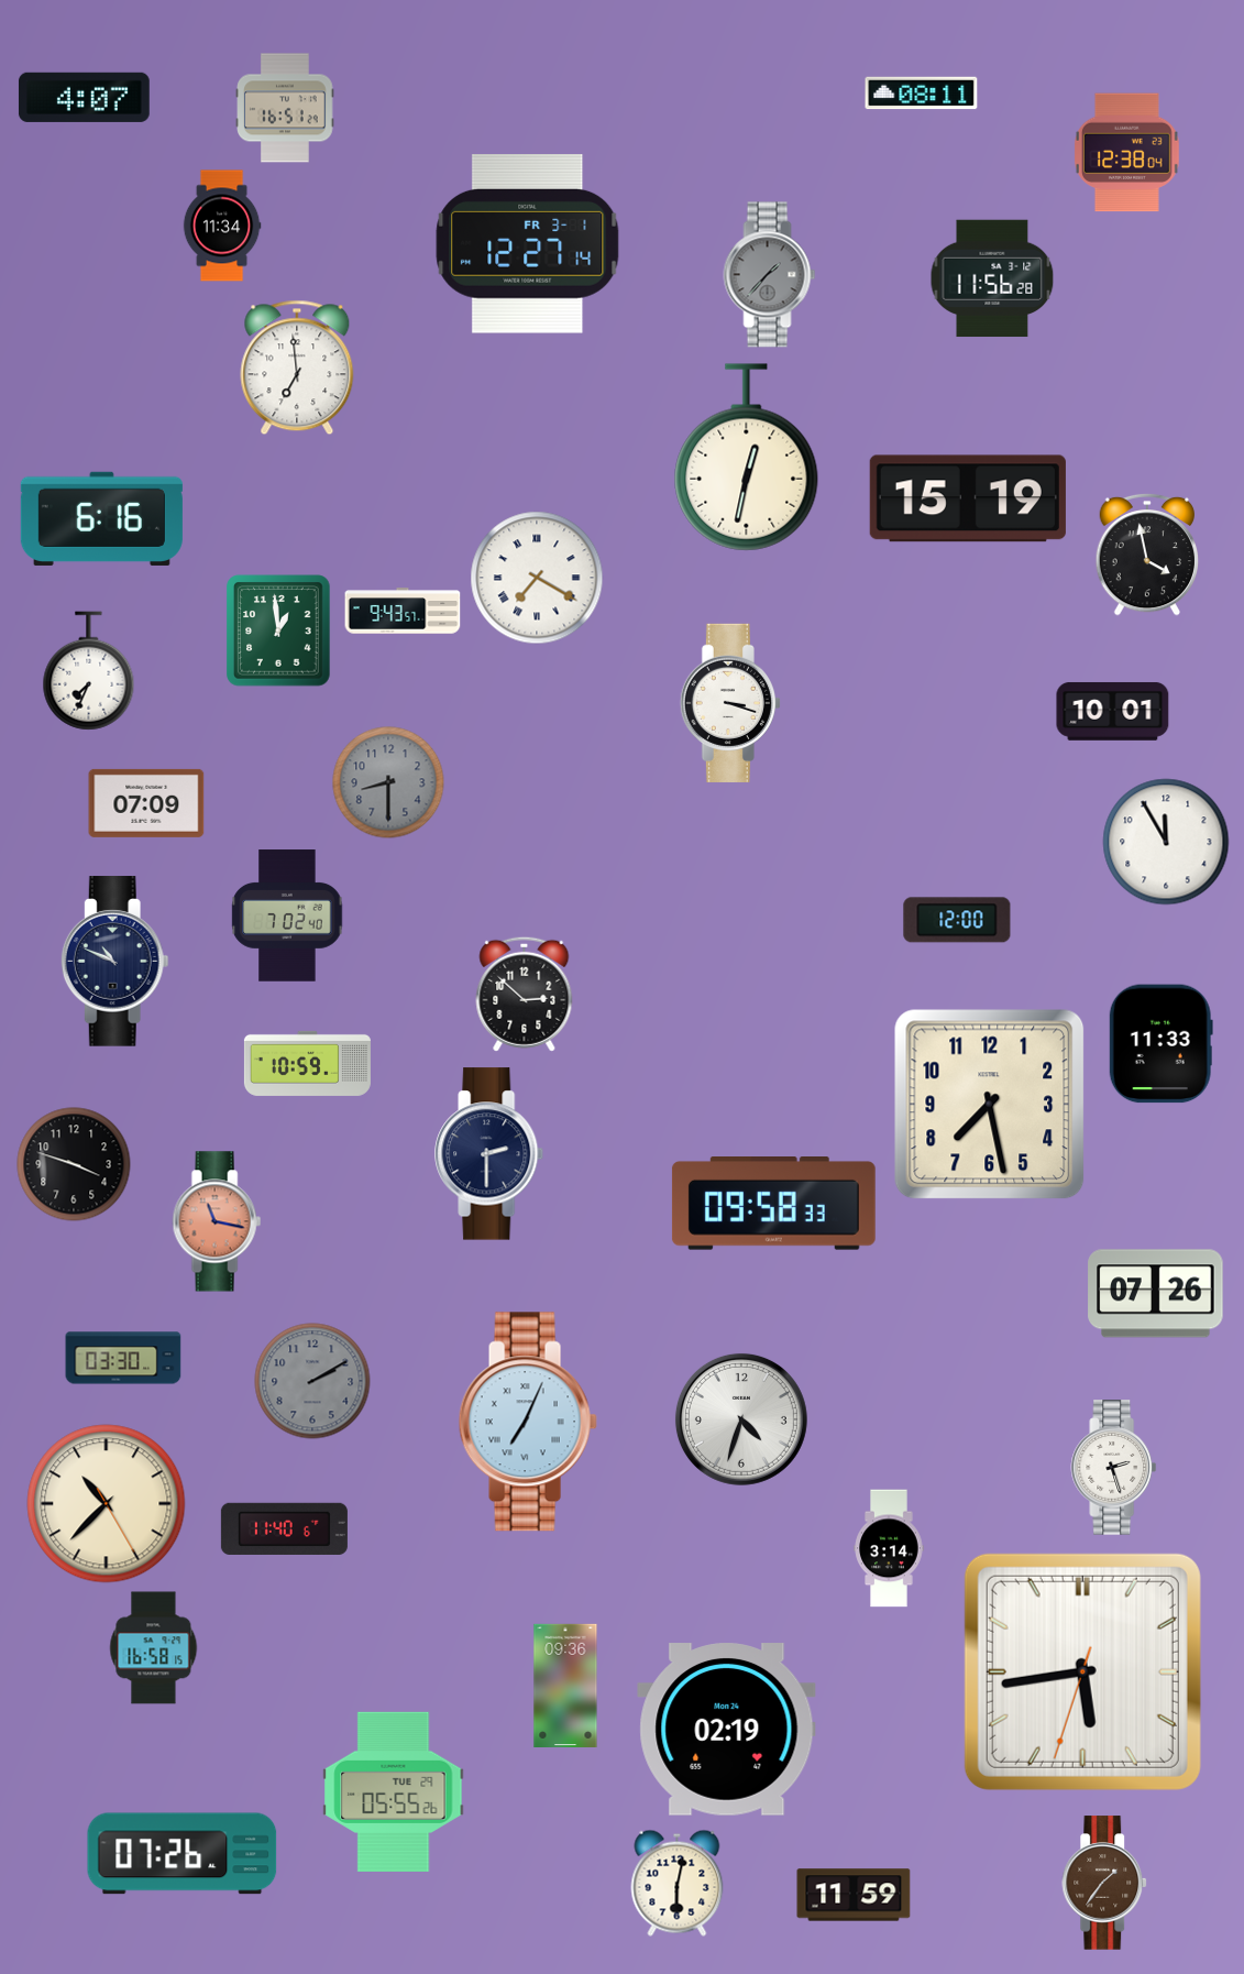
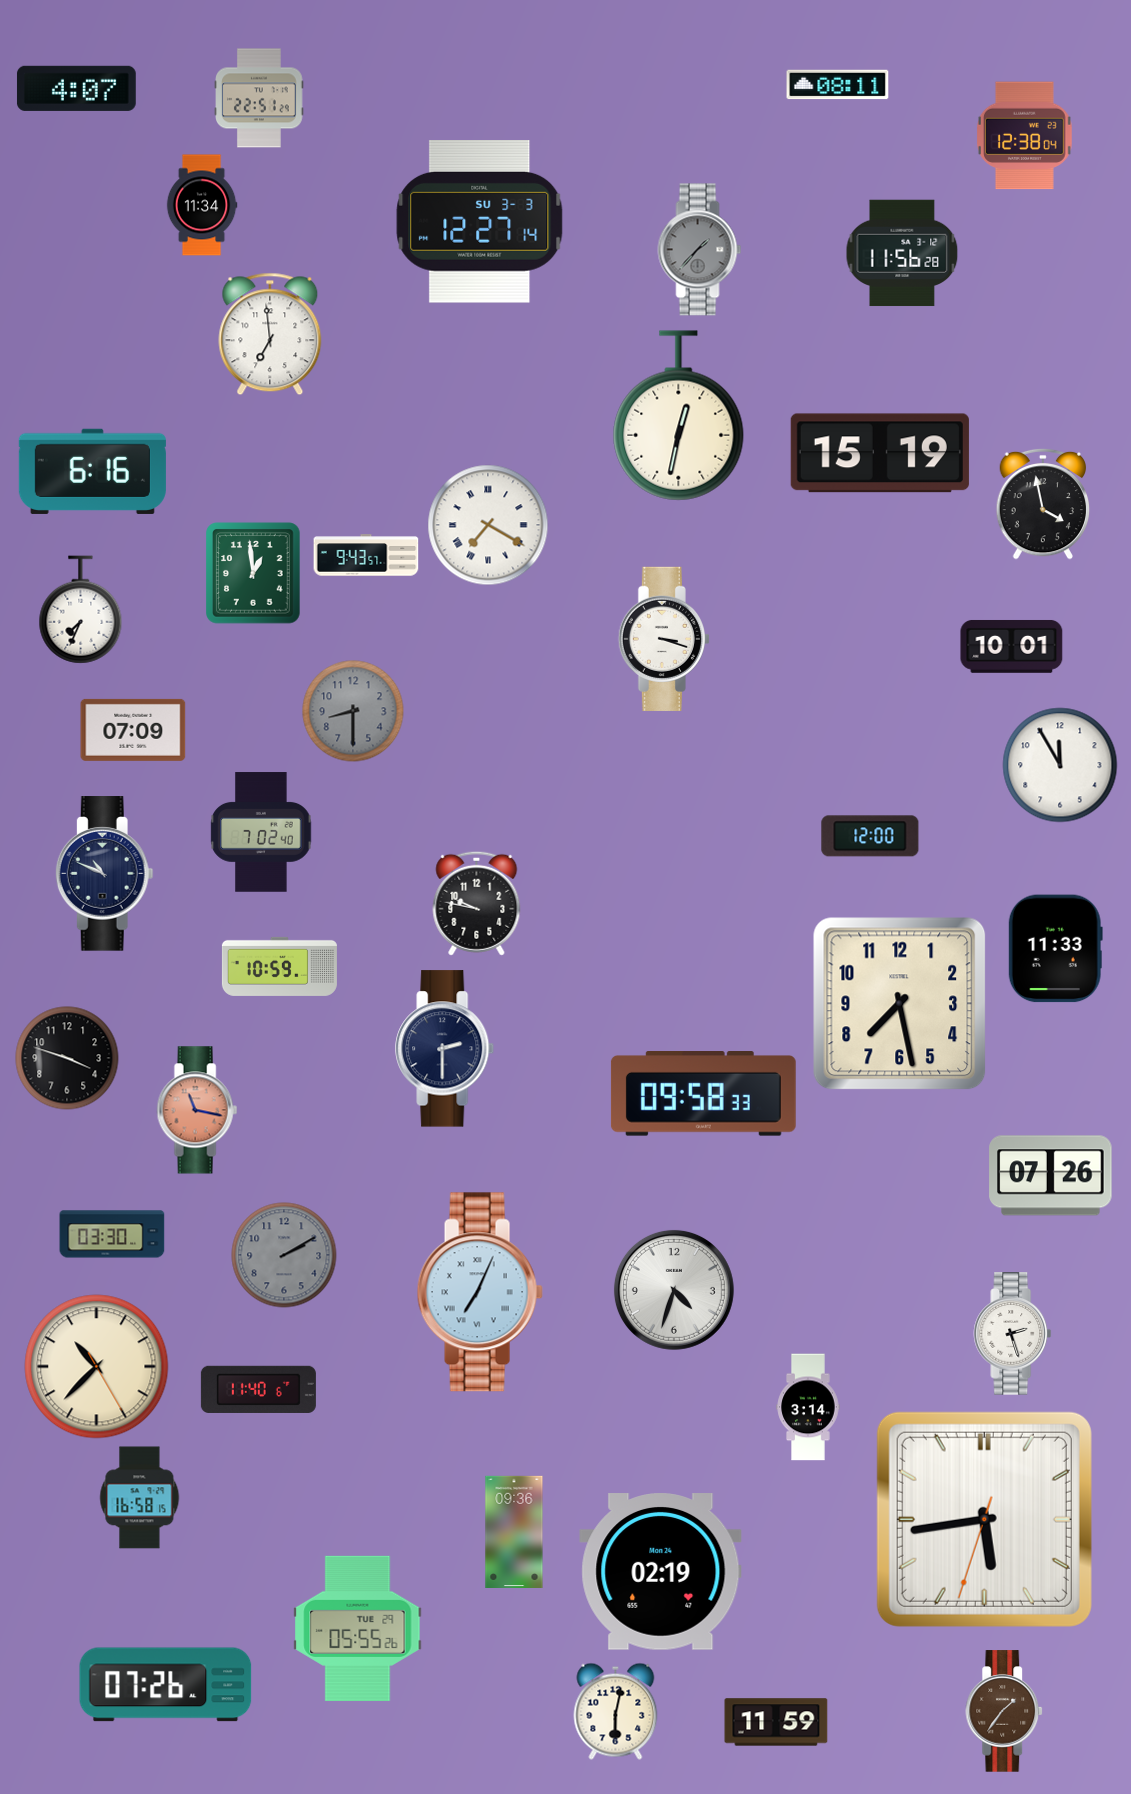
clock at (285, 108): 16:51 -> 22:51
clock at (1126, 153) position: (1126, 153) -> (1024, 136)
clock at (528, 244) date: FR 3-1 -> SU 3-3
clock at (525, 994): 2:52 -> 9:47
